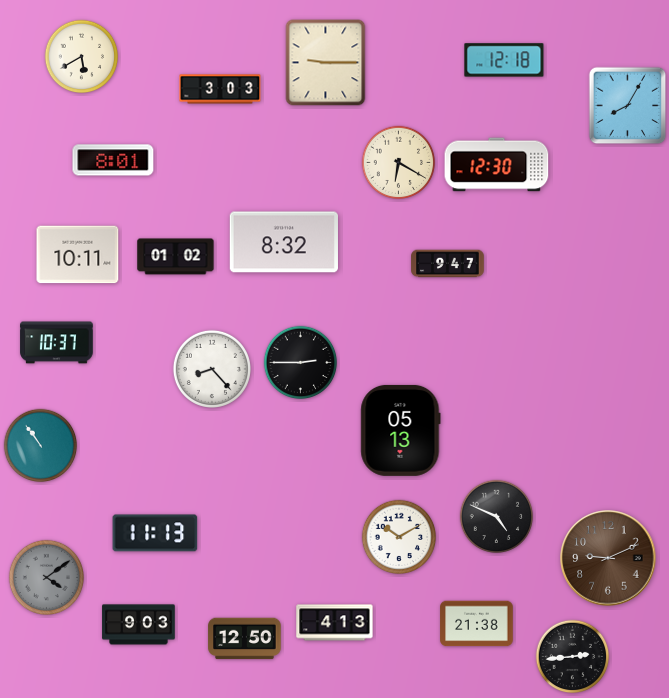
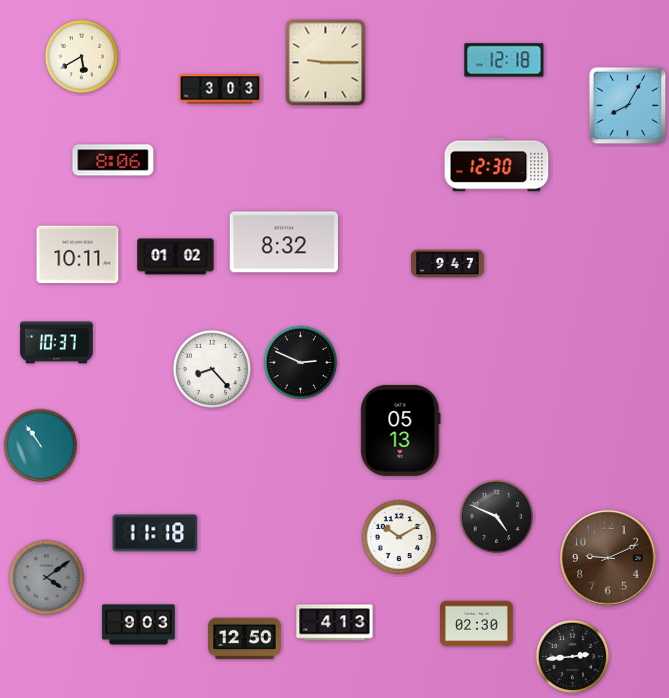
clock at (113, 160): 8:01 -> 8:06
clock at (399, 163): 6:20 -> none
clock at (301, 363): 2:45 -> 2:49
clock at (155, 533): 11:13 -> 11:18
clock at (477, 624): 21:38 -> 02:30
